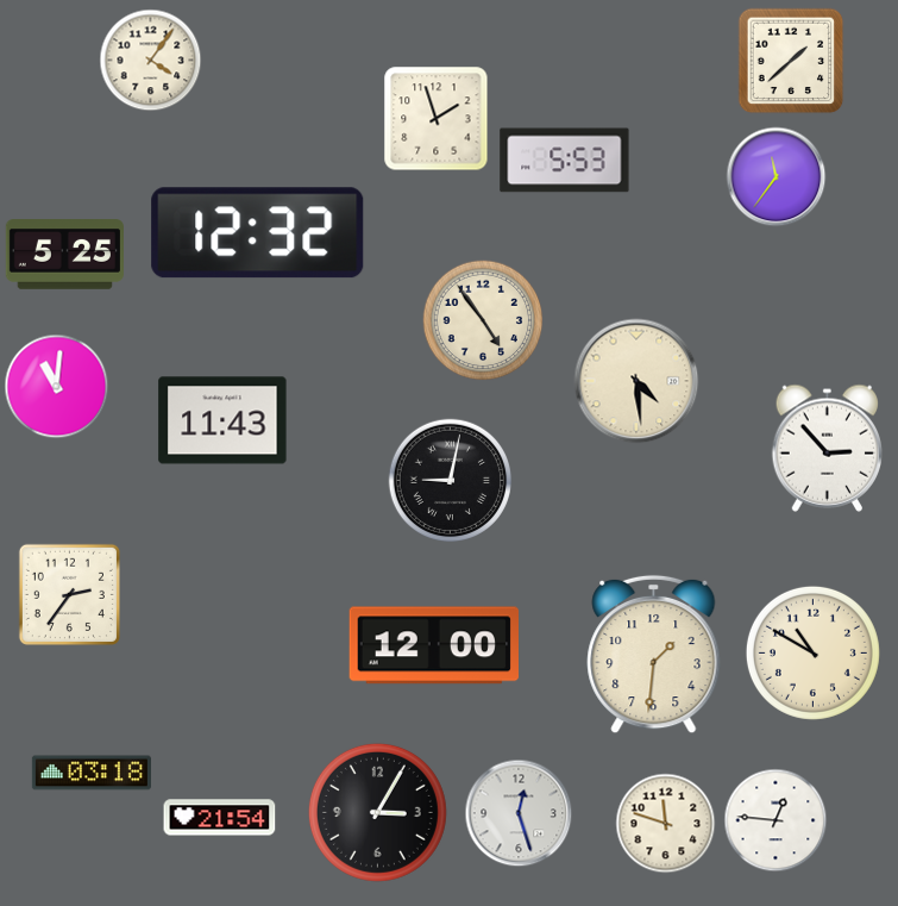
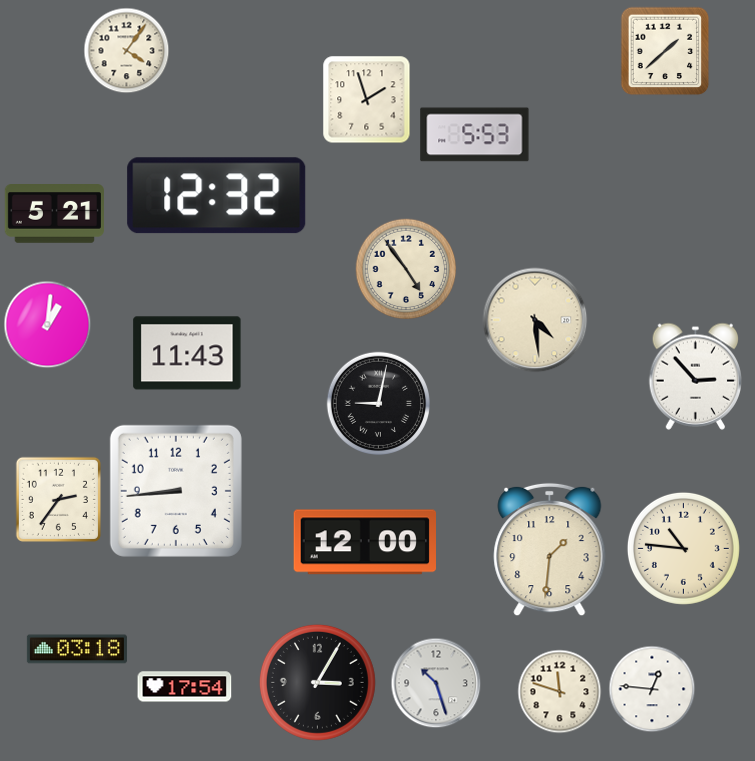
clock at (777, 177): 11:36 -> none
clock at (64, 255): 5:25 -> 5:21
clock at (57, 387): 11:01 -> 1:01
clock at (176, 491): none -> 8:44
clock at (812, 652): 10:50 -> 10:46
clock at (519, 813): 12:27 -> 10:27
clock at (220, 818): 21:54 -> 17:54
